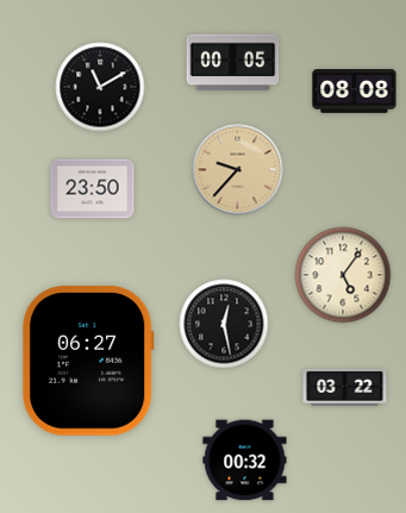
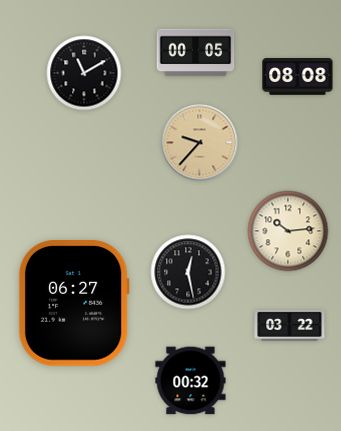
clock at (93, 189): 23:50 -> none
clock at (343, 275): 5:06 -> 10:14
clock at (245, 461) position: (245, 461) -> (191, 381)
